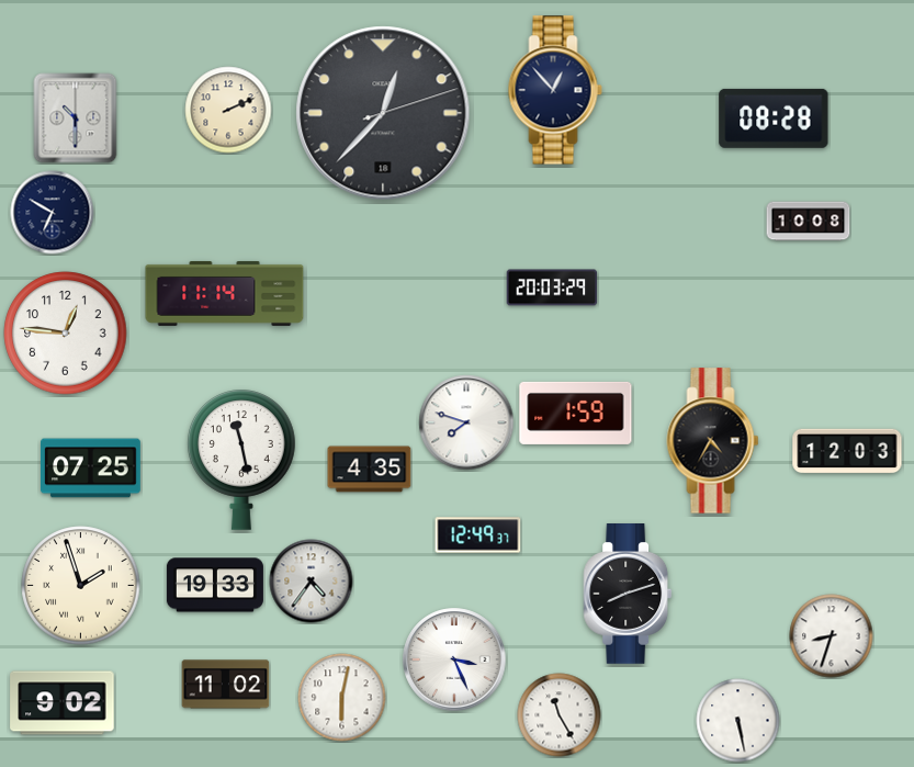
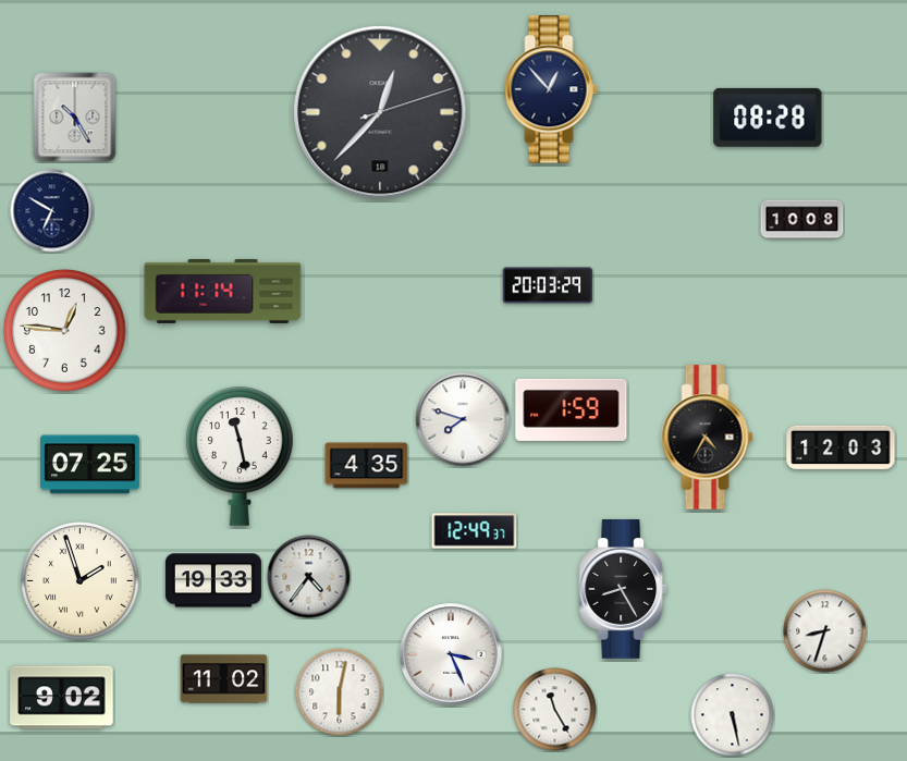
clock at (228, 110): 2:11 -> none
clock at (76, 119): 10:30 -> 10:25
clock at (628, 595): 8:12 -> 8:25
